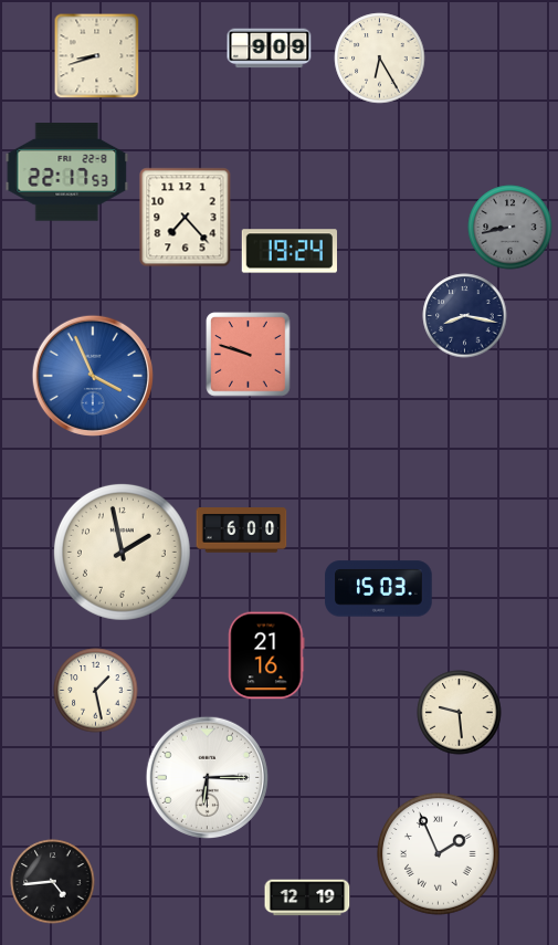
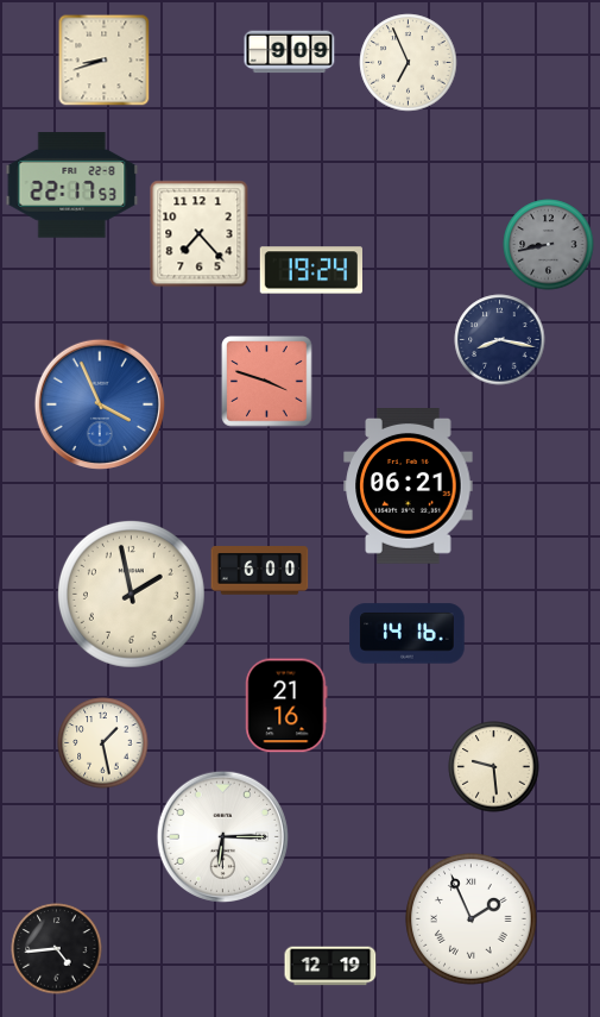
clock at (380, 59): 6:25 -> 6:56
clock at (249, 355): 9:48 -> 3:48
clock at (409, 486): none -> 06:21
clock at (379, 589): 15:03 -> 14:16
